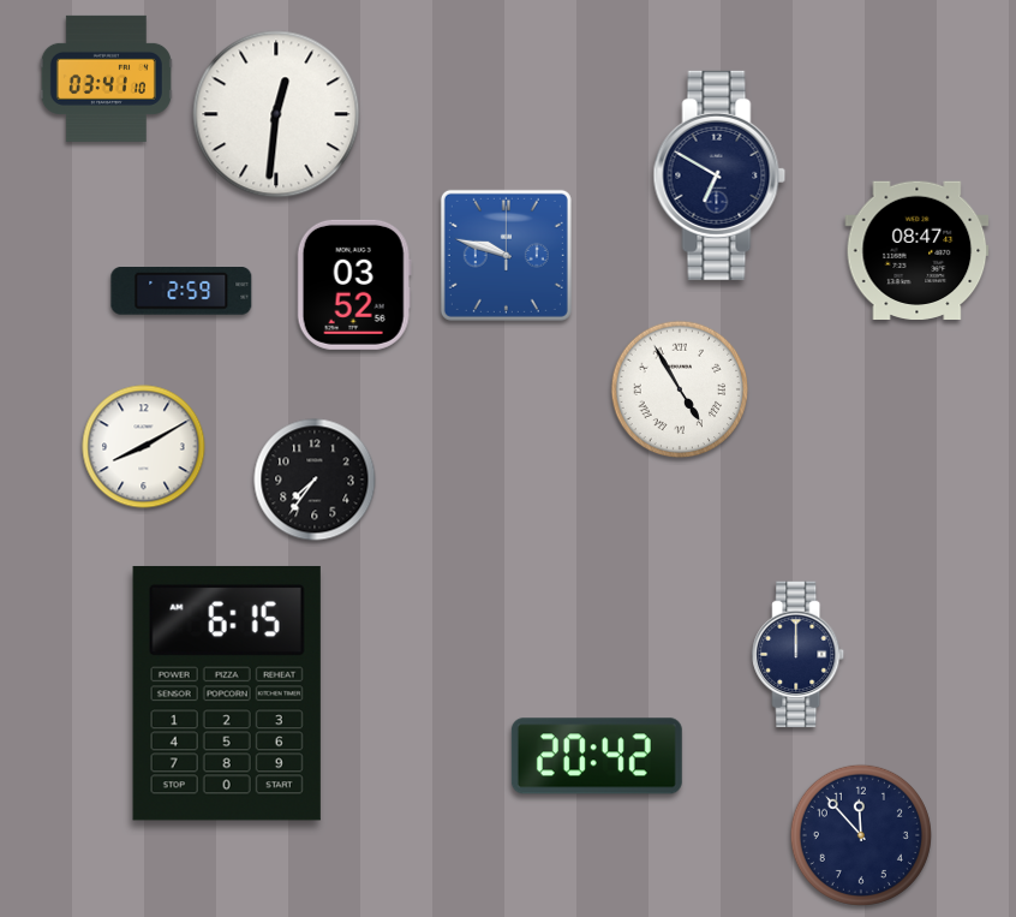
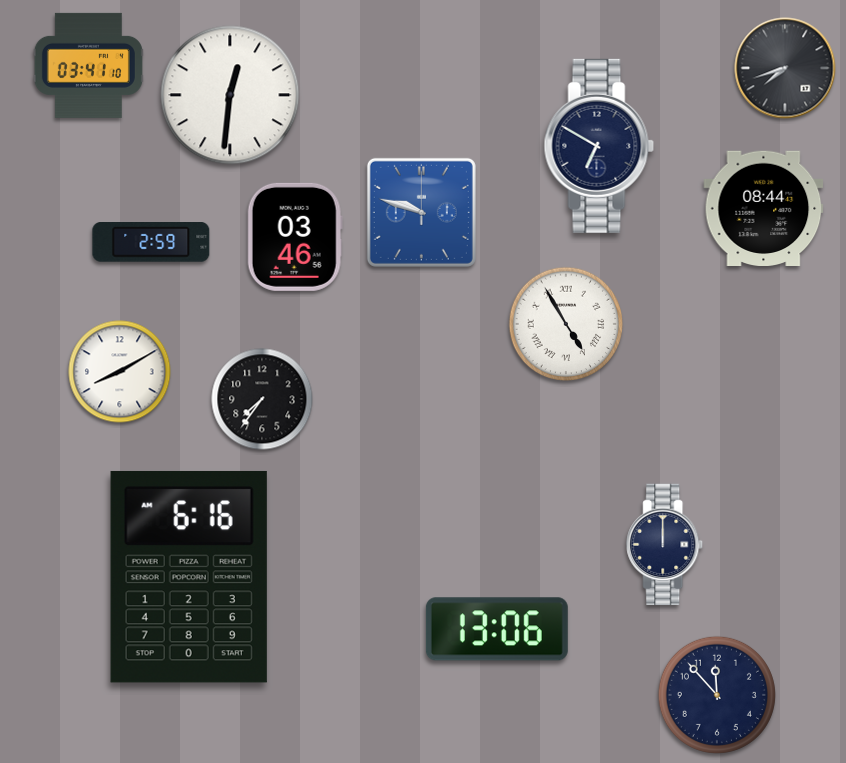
clock at (785, 68): none -> 7:42
clock at (918, 251): 08:47 -> 08:44
clock at (354, 285): 03:52 -> 03:46
clock at (227, 693): 6:15 -> 6:16
clock at (597, 756): 20:42 -> 13:06
